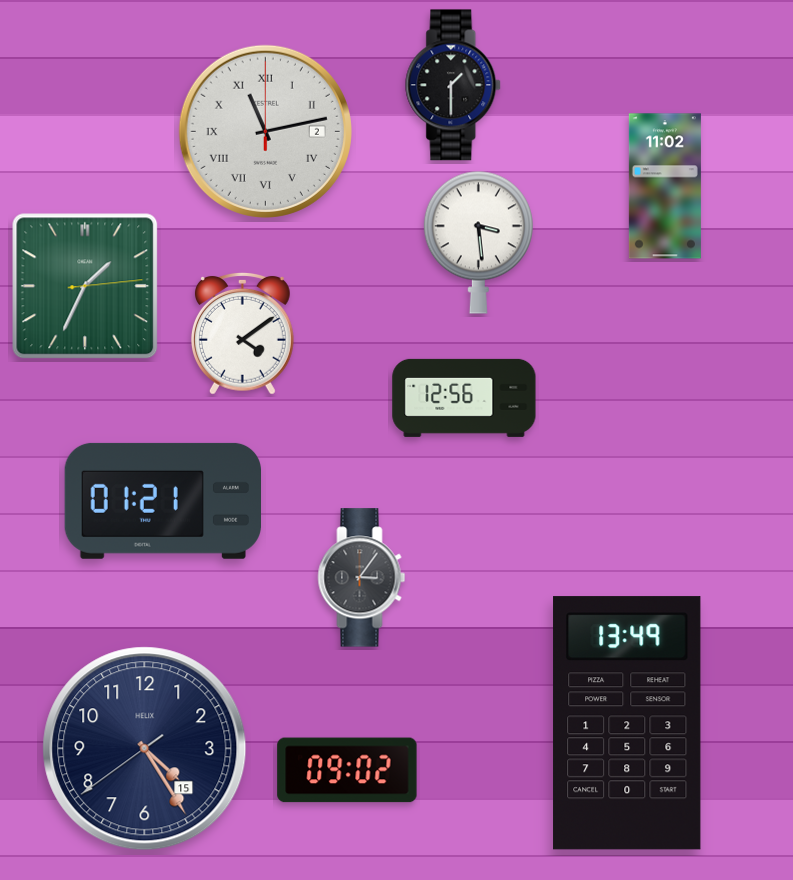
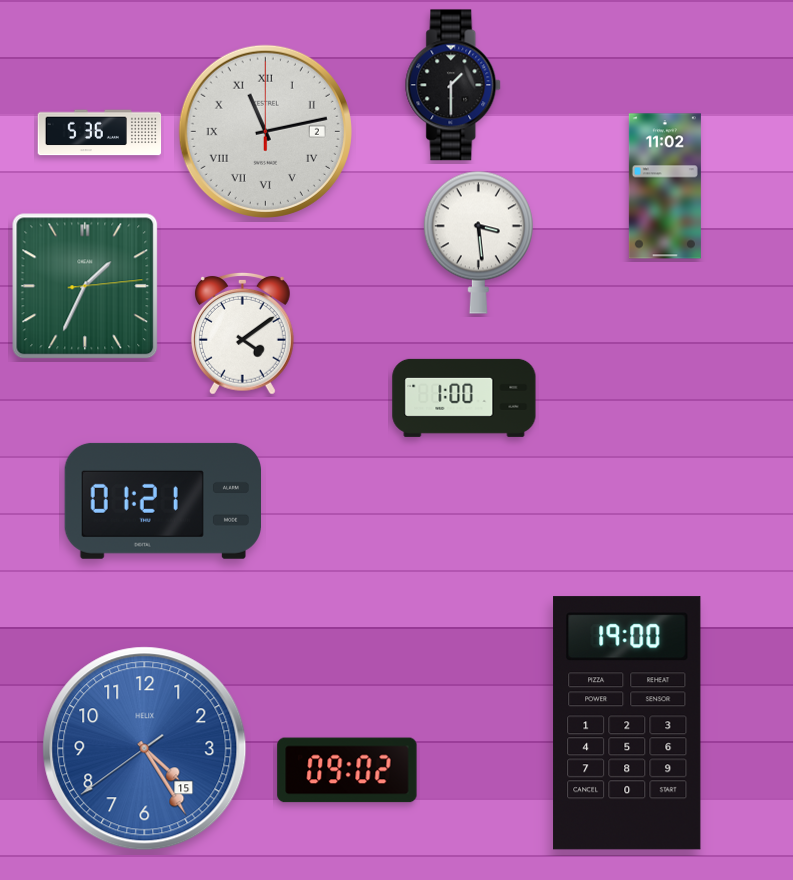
clock at (100, 133): none -> 5:36
clock at (464, 398): 12:56 -> 1:00
clock at (362, 578): 3:06 -> none
clock at (627, 723): 13:49 -> 19:00
clock at (145, 749) dial: navy -> blue
